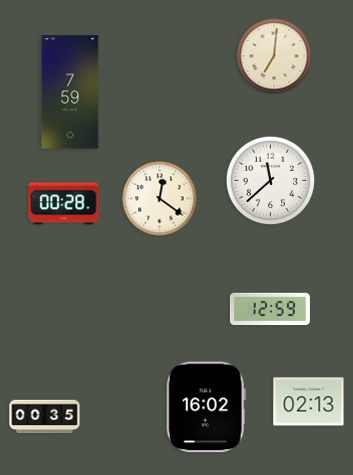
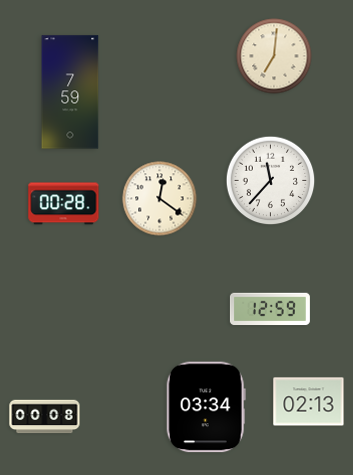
clock at (271, 181): 11:38 -> 11:37
clock at (206, 407): 16:02 -> 03:34
clock at (45, 417): 00:35 -> 00:08
